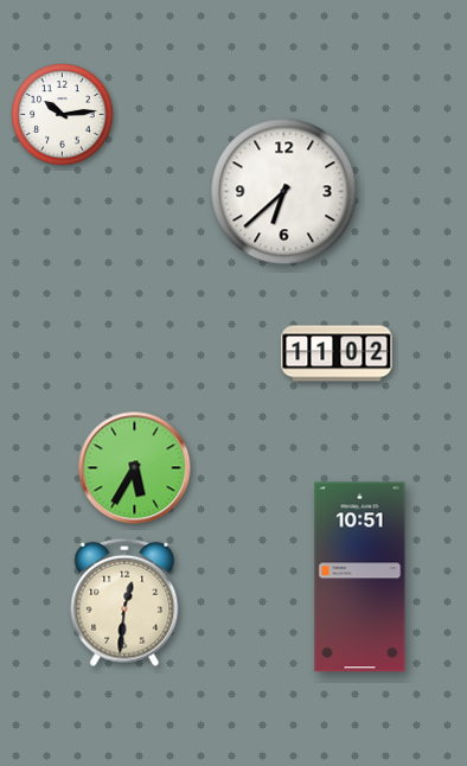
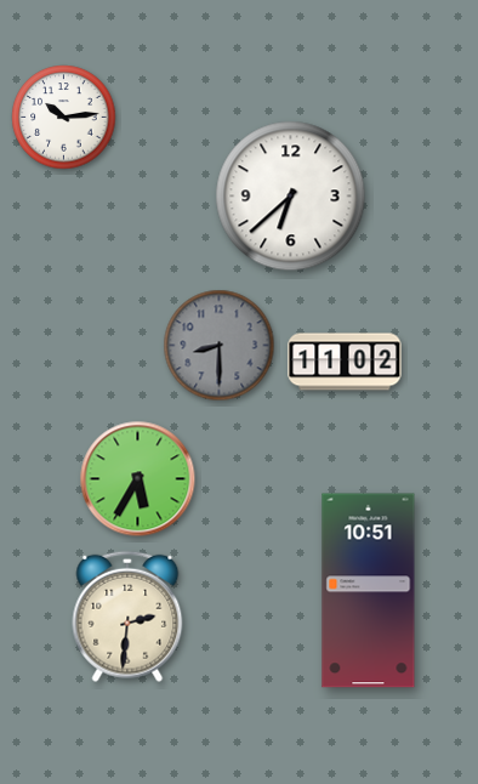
clock at (220, 346): none -> 8:30
clock at (124, 602): 12:31 -> 2:31
